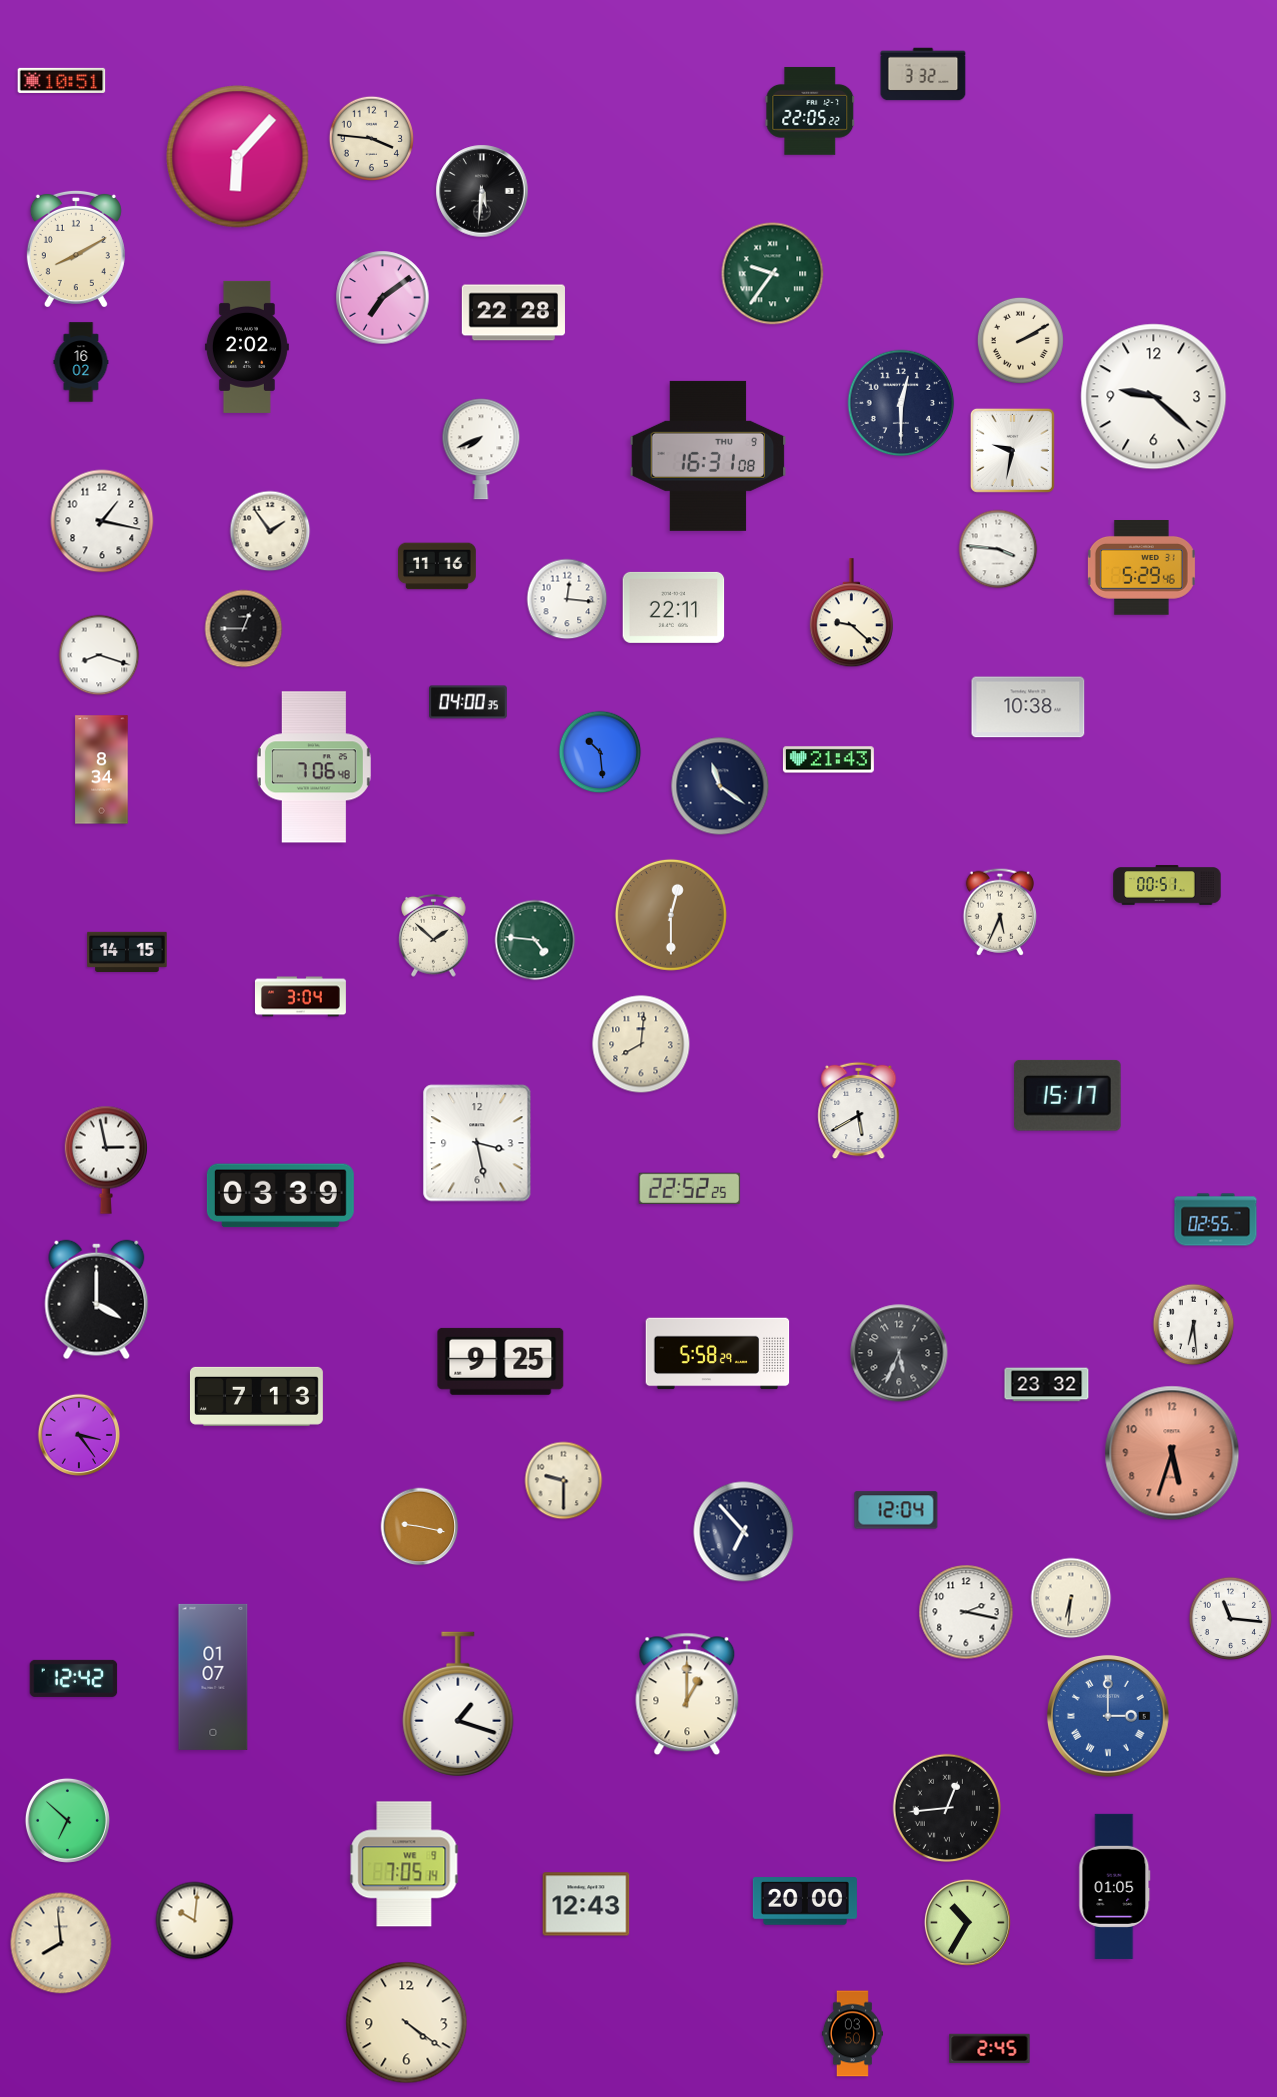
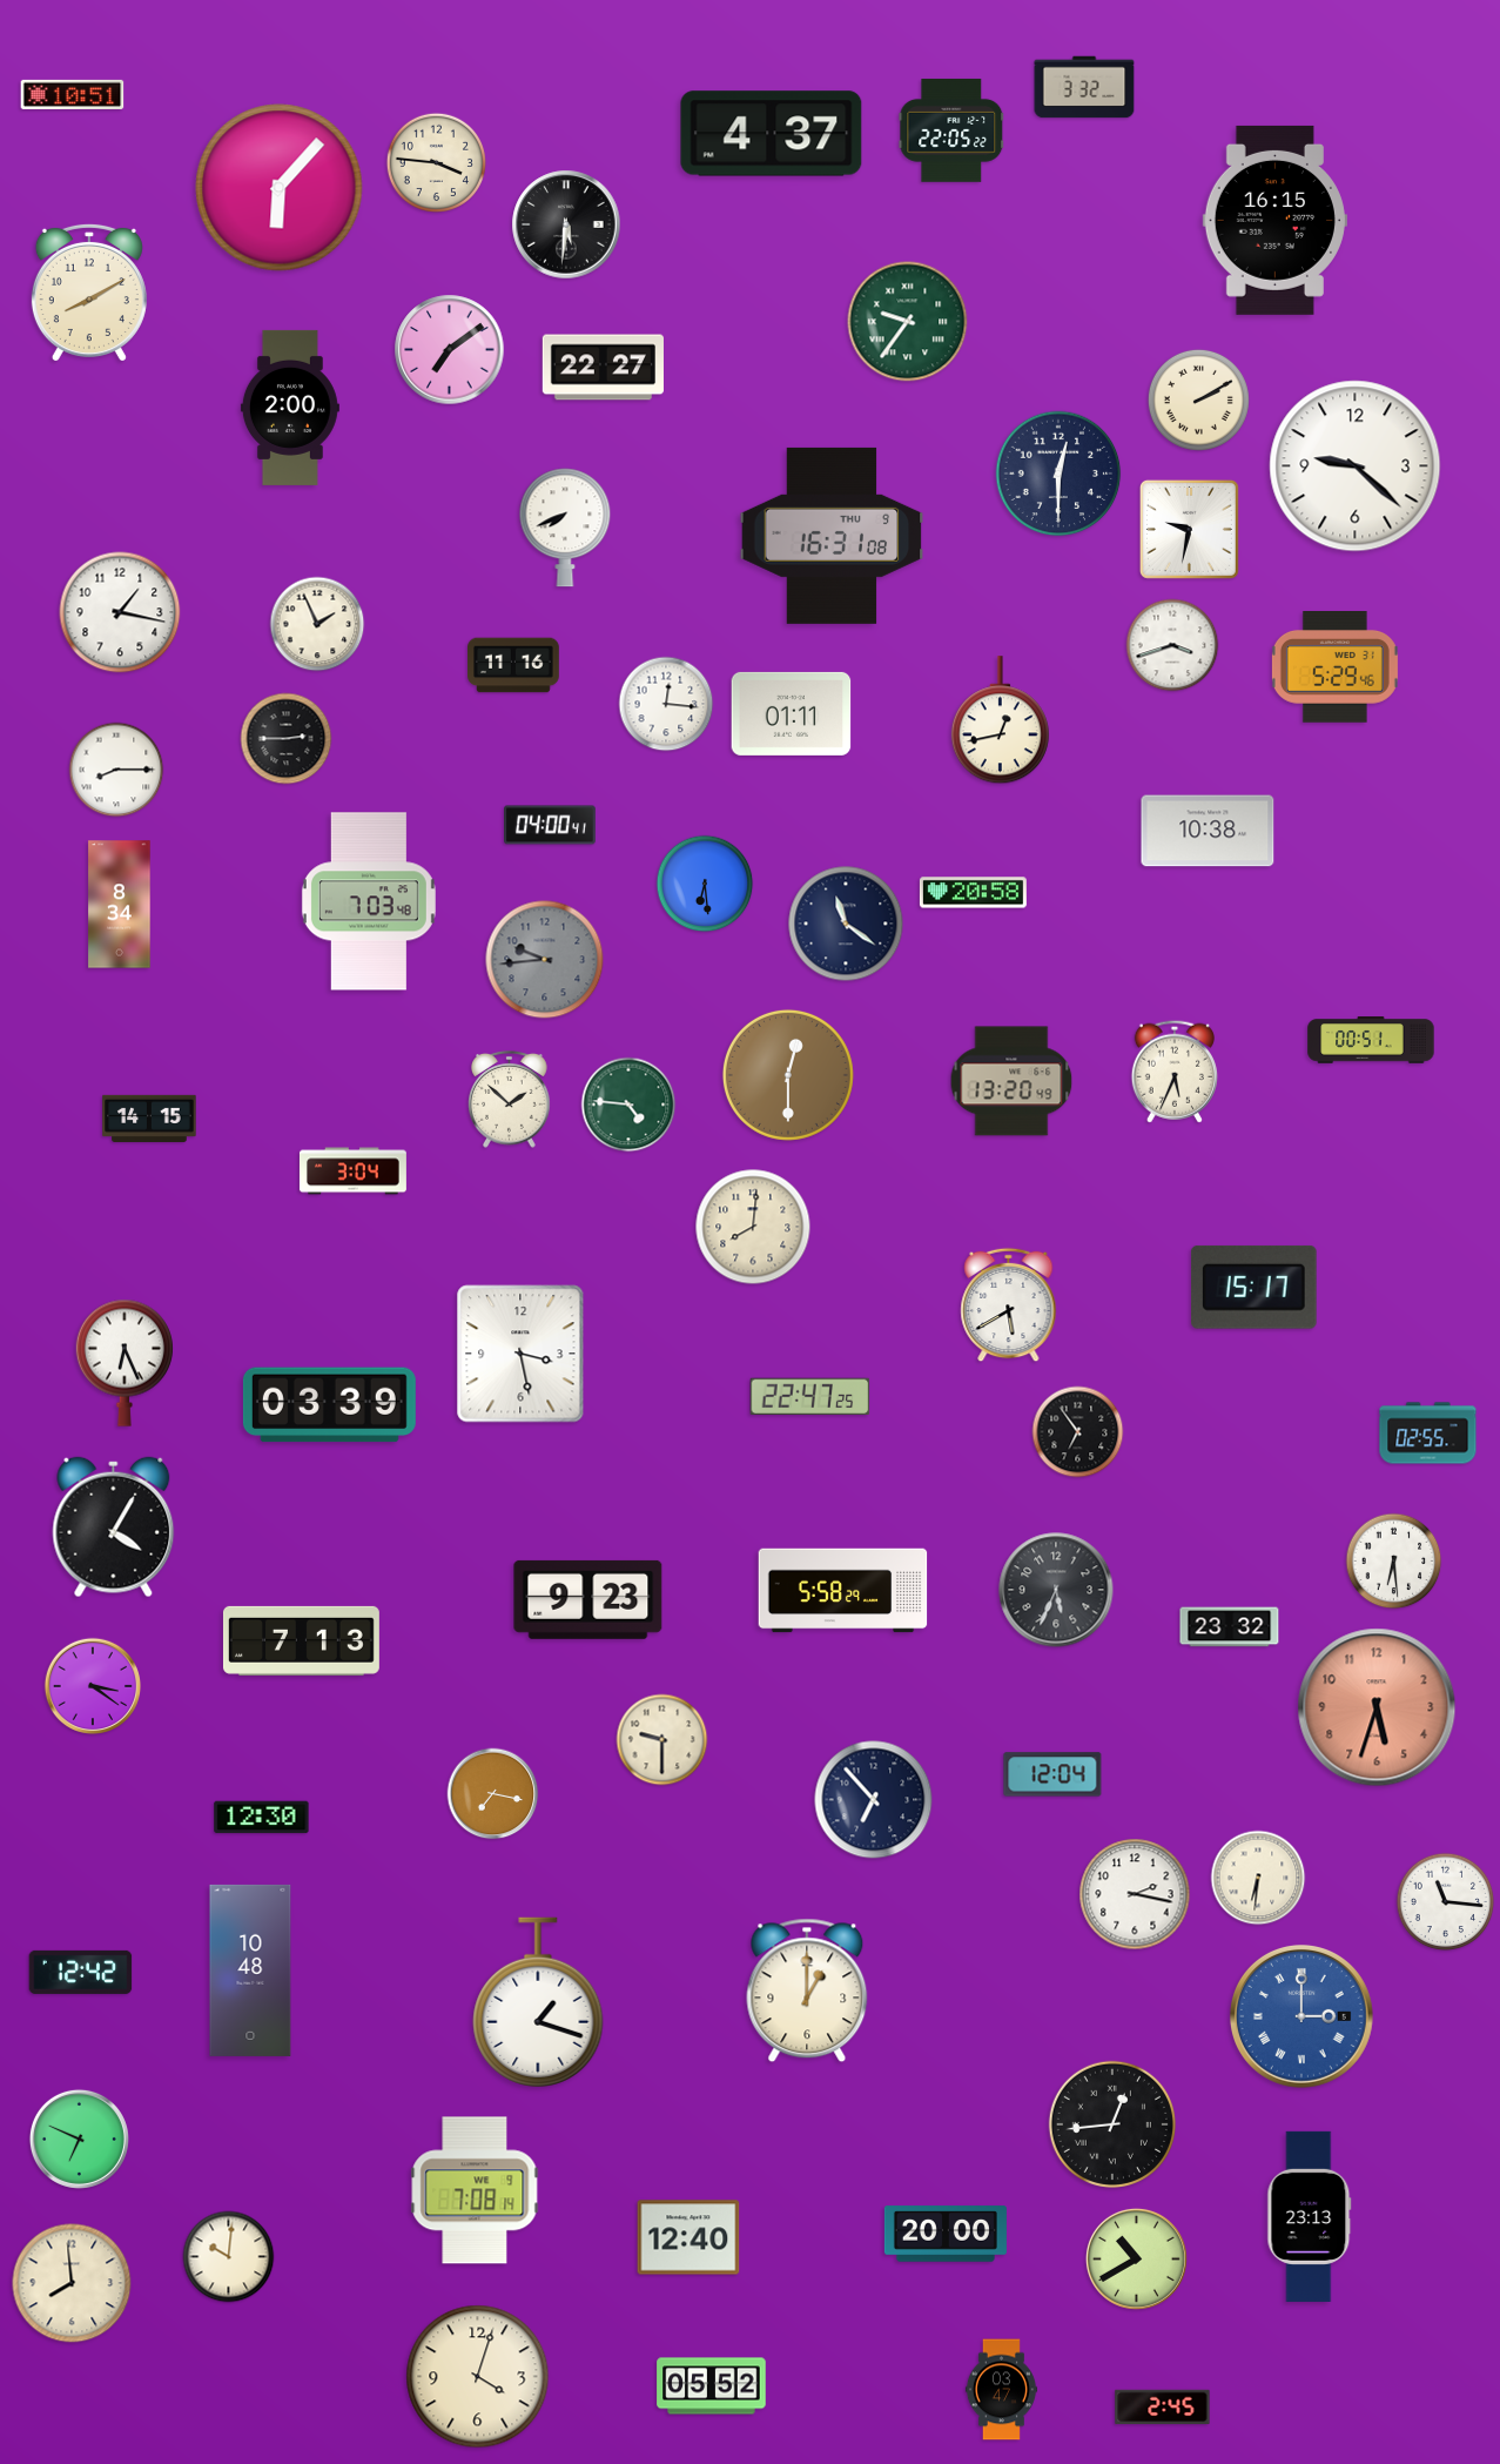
clock at (772, 134): none -> 4:37
clock at (238, 157) position: (238, 157) -> (280, 188)
clock at (1274, 220): none -> 16:15
clock at (513, 313): 22:28 -> 22:27
clock at (247, 347): 2:02 -> 2:00
clock at (81, 362): 16:02 -> none
clock at (270, 531): 1:54 -> 1:56
clock at (998, 549): 3:46 -> 3:42
clock at (1141, 568) position: (1141, 568) -> (1334, 667)
clock at (674, 607): 22:11 -> 01:11
clock at (851, 613): 9:22 -> 12:43
clock at (244, 629): 12:45 -> 2:45
clock at (99, 655): 8:18 -> 8:15
clock at (469, 702): 04:00:35 -> 04:00:41
clock at (600, 752): 10:29 -> 6:29
clock at (828, 760): 21:43 -> 20:58
clock at (314, 767): 7:06 -> 7:03
clock at (545, 960): none -> 9:44
clock at (1011, 1081): none -> 13:20
clock at (477, 1143) position: (477, 1143) -> (520, 1354)
clock at (106, 1160): 2:58 -> 6:26
clock at (690, 1188): 22:52 -> 22:47
clock at (1078, 1432): none -> 6:54
clock at (97, 1300): 4:00 -> 4:05
clock at (1194, 1325) position: (1194, 1325) -> (1394, 1562)
clock at (501, 1361): 9:25 -> 9:23
clock at (78, 1434): 3:24 -> 3:21
clock at (420, 1527): 9:17 -> 7:17
clock at (262, 1818): none -> 12:30
clock at (213, 1677): 01:07 -> 10:48
clock at (74, 1678) position: (74, 1678) -> (81, 1972)
clock at (67, 1820): 6:52 -> 6:49
clock at (404, 1864): 7:05 -> 7:08
clock at (1115, 1886): 01:05 -> 23:13
clock at (586, 1904): 12:43 -> 12:40
clock at (967, 1922): 10:35 -> 10:40
clock at (407, 2023): 4:21 -> 4:03
clock at (712, 2386): none -> 05:52
clock at (852, 2034): 03:50 -> 03:47
